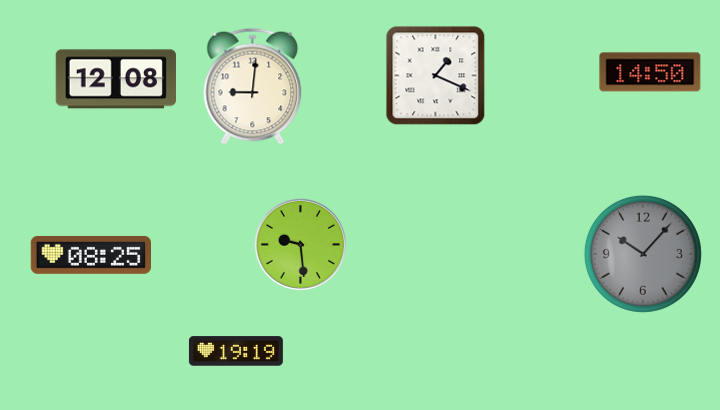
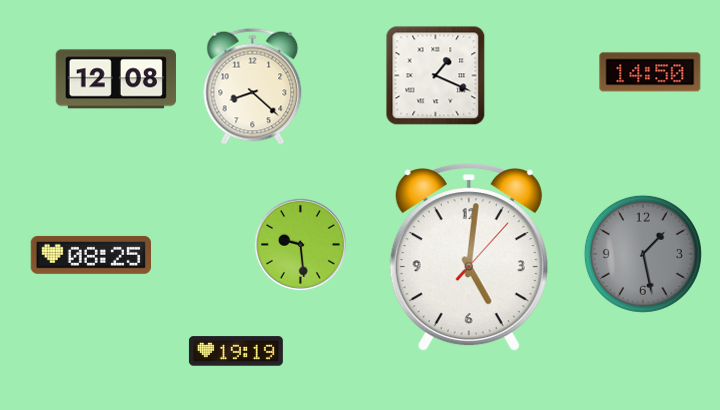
clock at (253, 86): 9:01 -> 8:22
clock at (643, 254): 10:07 -> 1:28
clock at (469, 258): none -> 5:01
